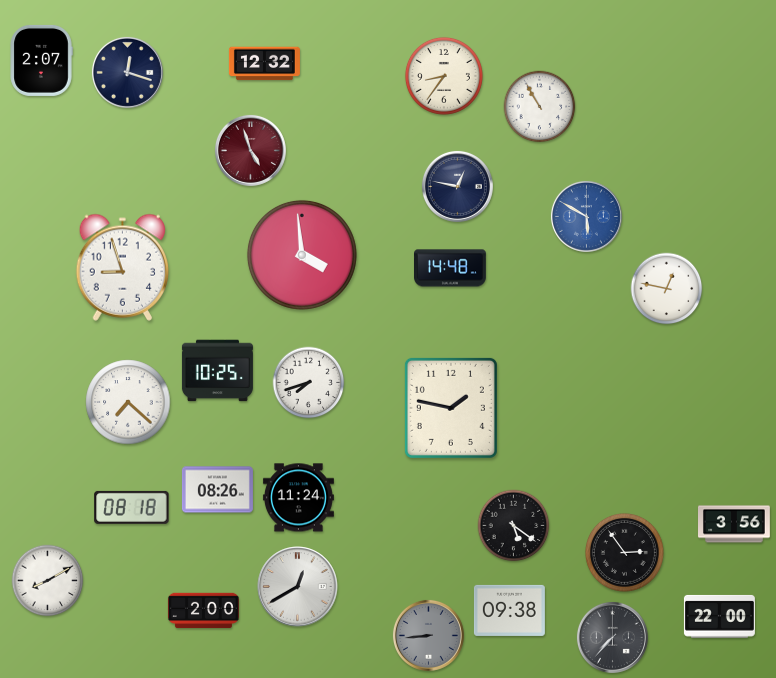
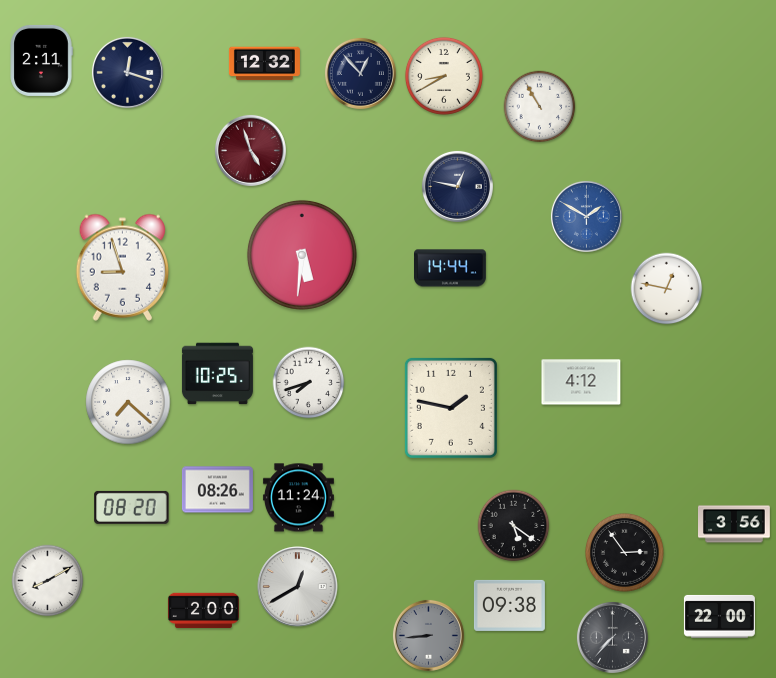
clock at (41, 60): 2:07 -> 2:11
clock at (360, 73): none -> 12:53
clock at (444, 76): 8:36 -> 8:40
clock at (586, 216): 5:50 -> 1:50
clock at (302, 255): 3:59 -> 5:31
clock at (451, 268): 14:48 -> 14:44
clock at (217, 371) position: (217, 371) -> (217, 374)
clock at (581, 382): none -> 4:12
clock at (132, 507): 08:18 -> 08:20
clock at (509, 610) position: (509, 610) -> (509, 605)
